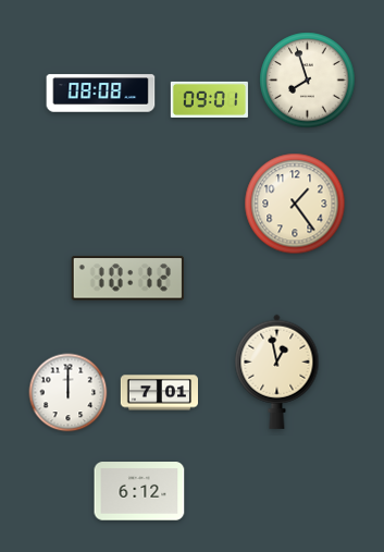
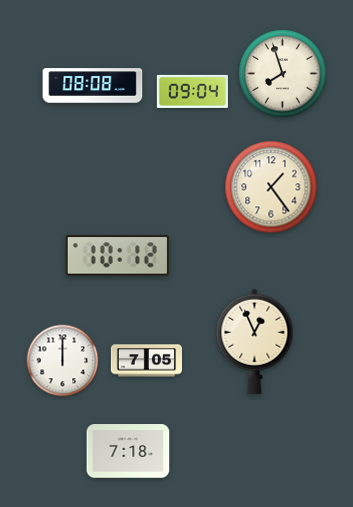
clock at (209, 99): 09:01 -> 09:04
clock at (277, 371): 12:58 -> 12:56
clock at (159, 393): 7:01 -> 7:05
clock at (139, 491): 6:12 -> 7:18
